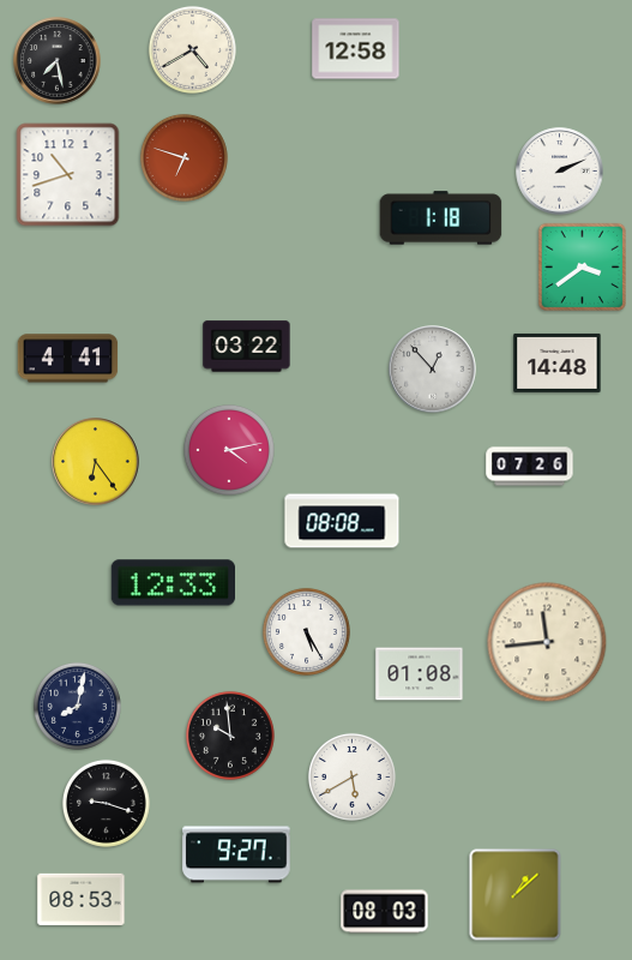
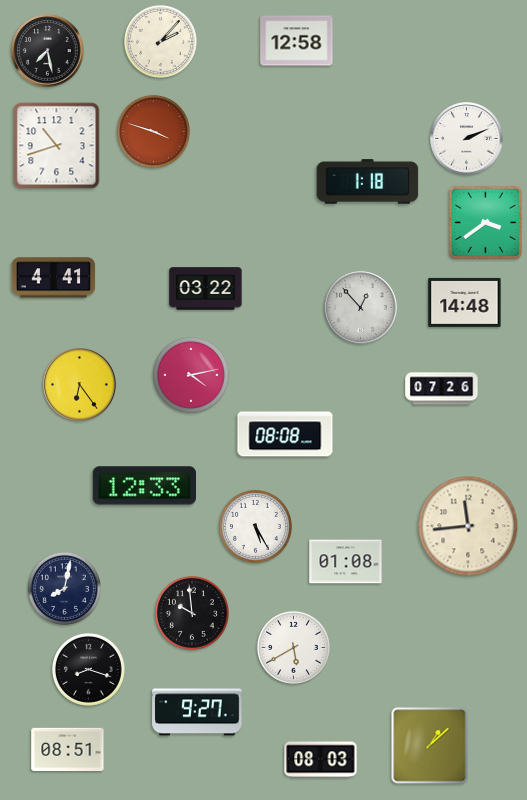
clock at (192, 49): 4:40 -> 2:07
clock at (183, 157): 6:48 -> 3:48
clock at (560, 172) position: (560, 172) -> (467, 139)
clock at (68, 359) position: (68, 359) -> (54, 278)
clock at (547, 642) position: (547, 642) -> (468, 526)
clock at (420, 674) position: (420, 674) -> (346, 562)
clock at (106, 803): 9:18 -> 8:18
clock at (82, 899): 08:53 -> 08:51
